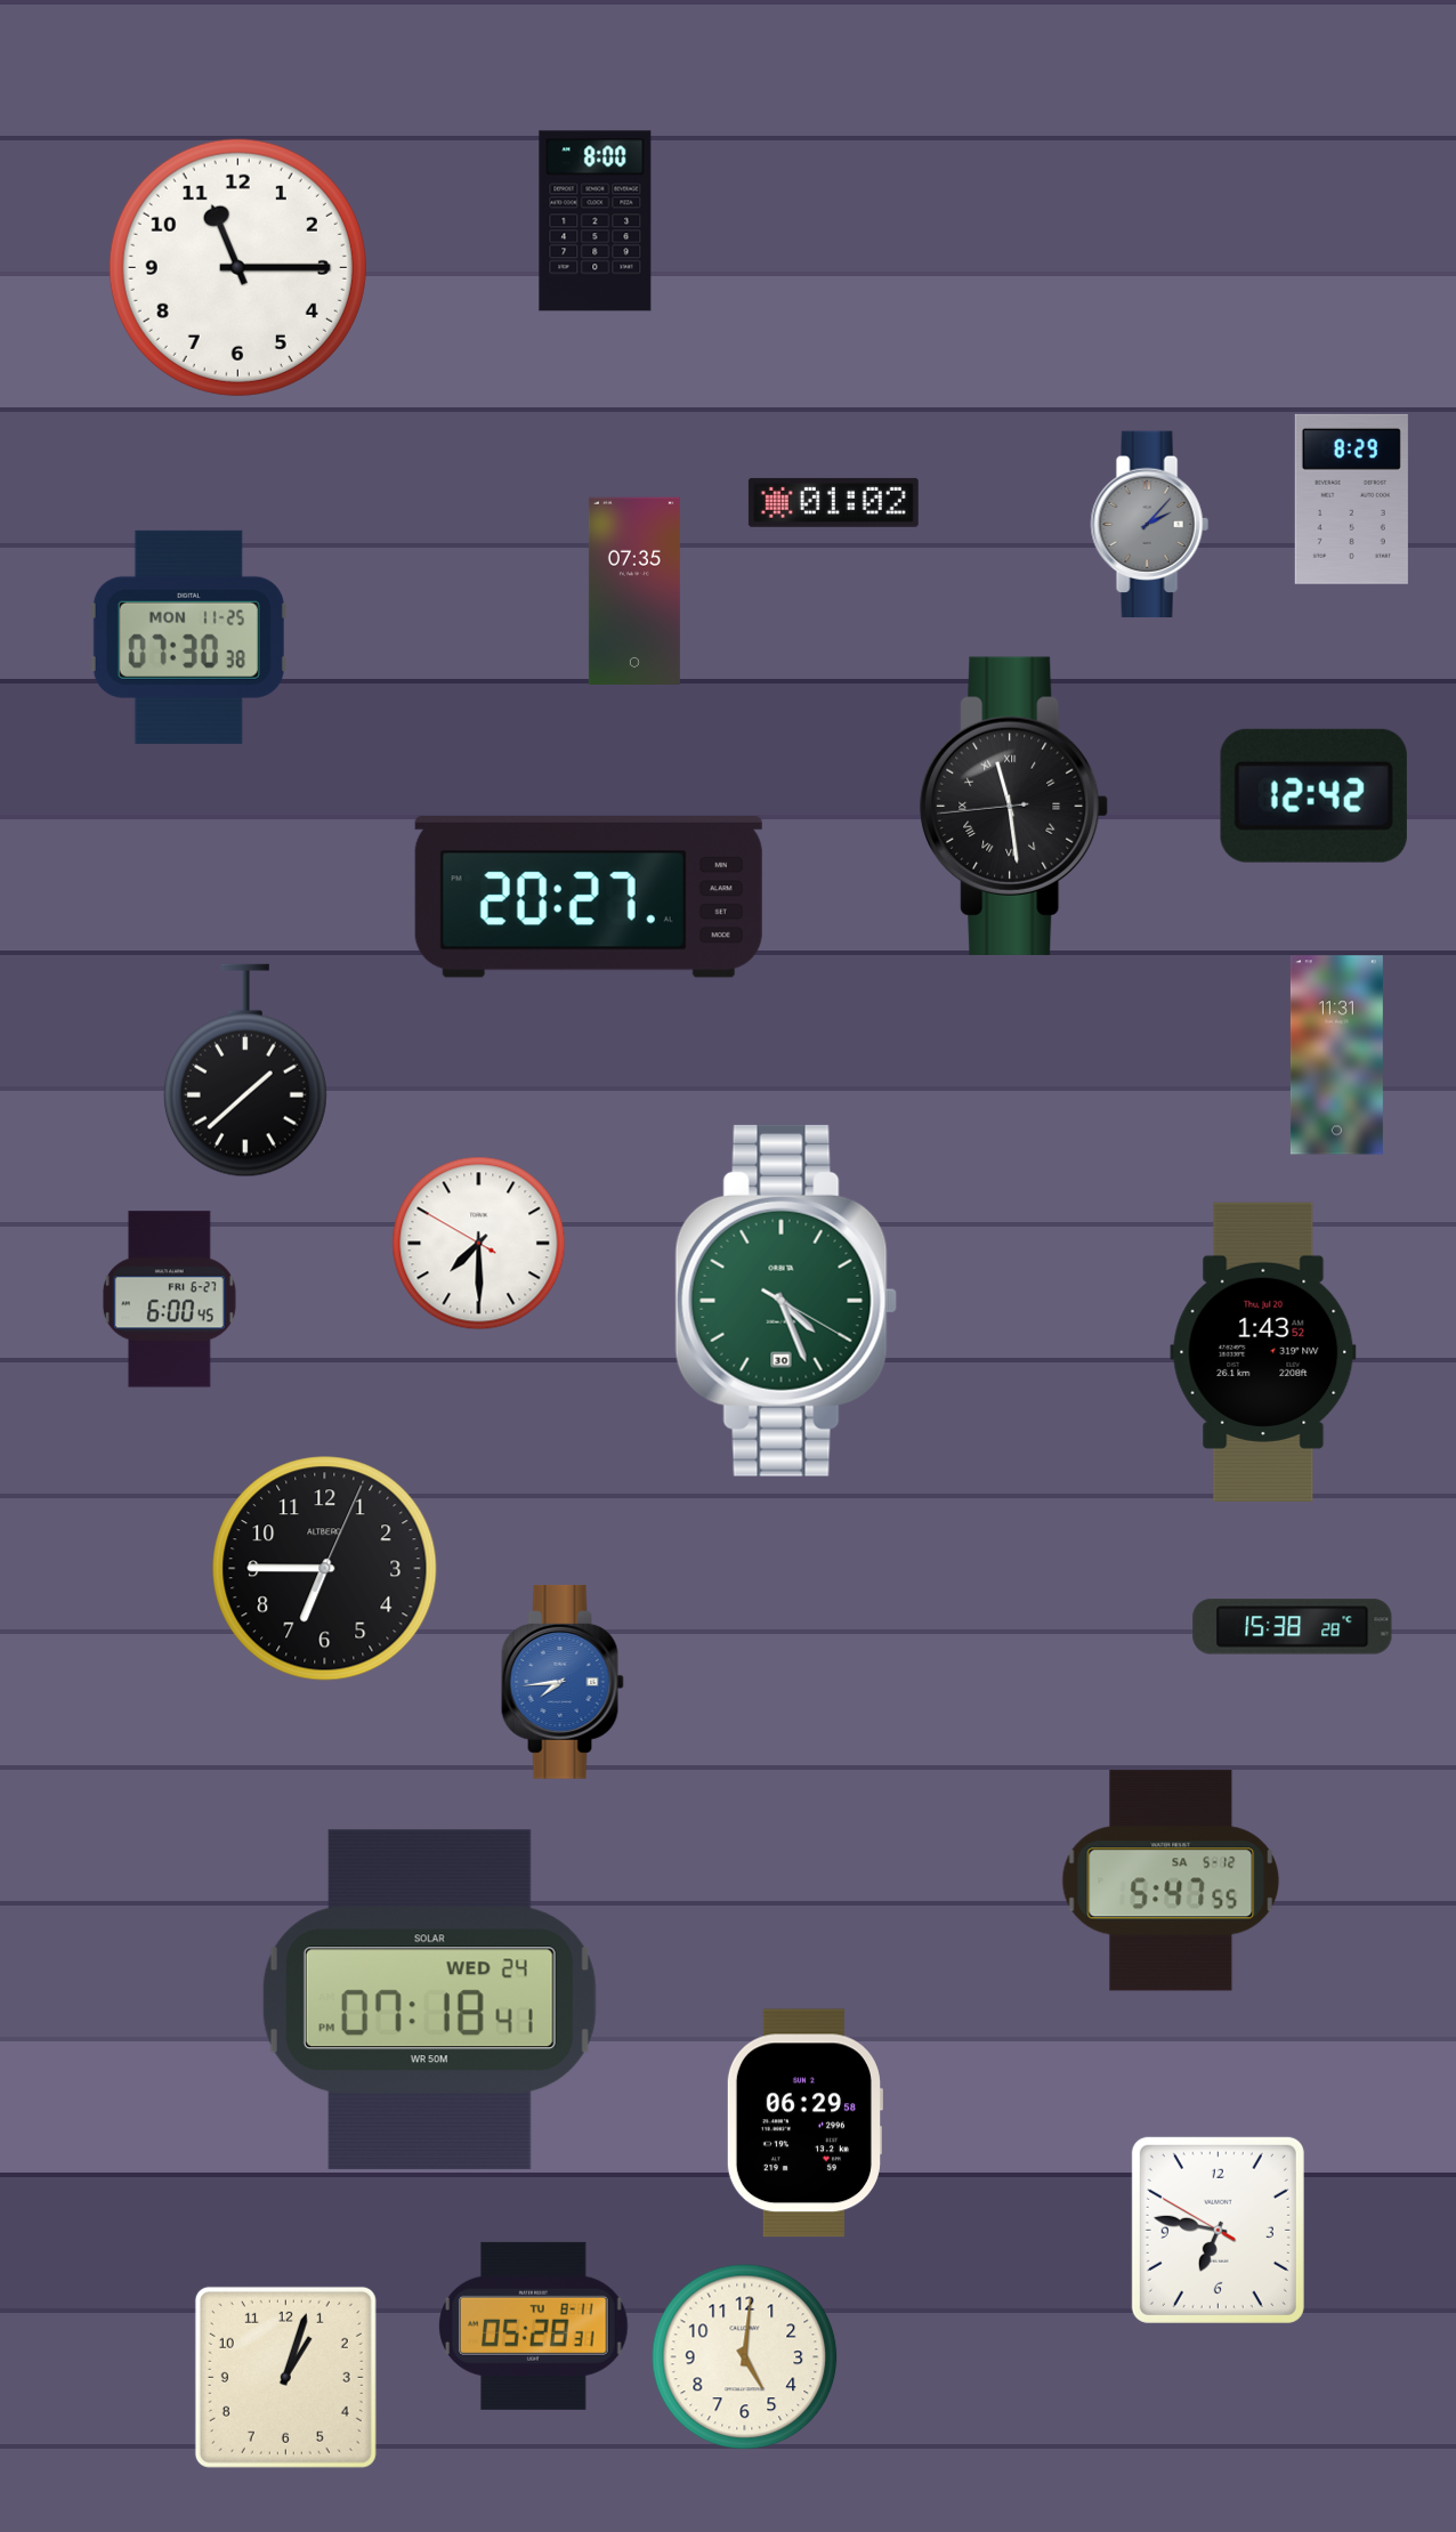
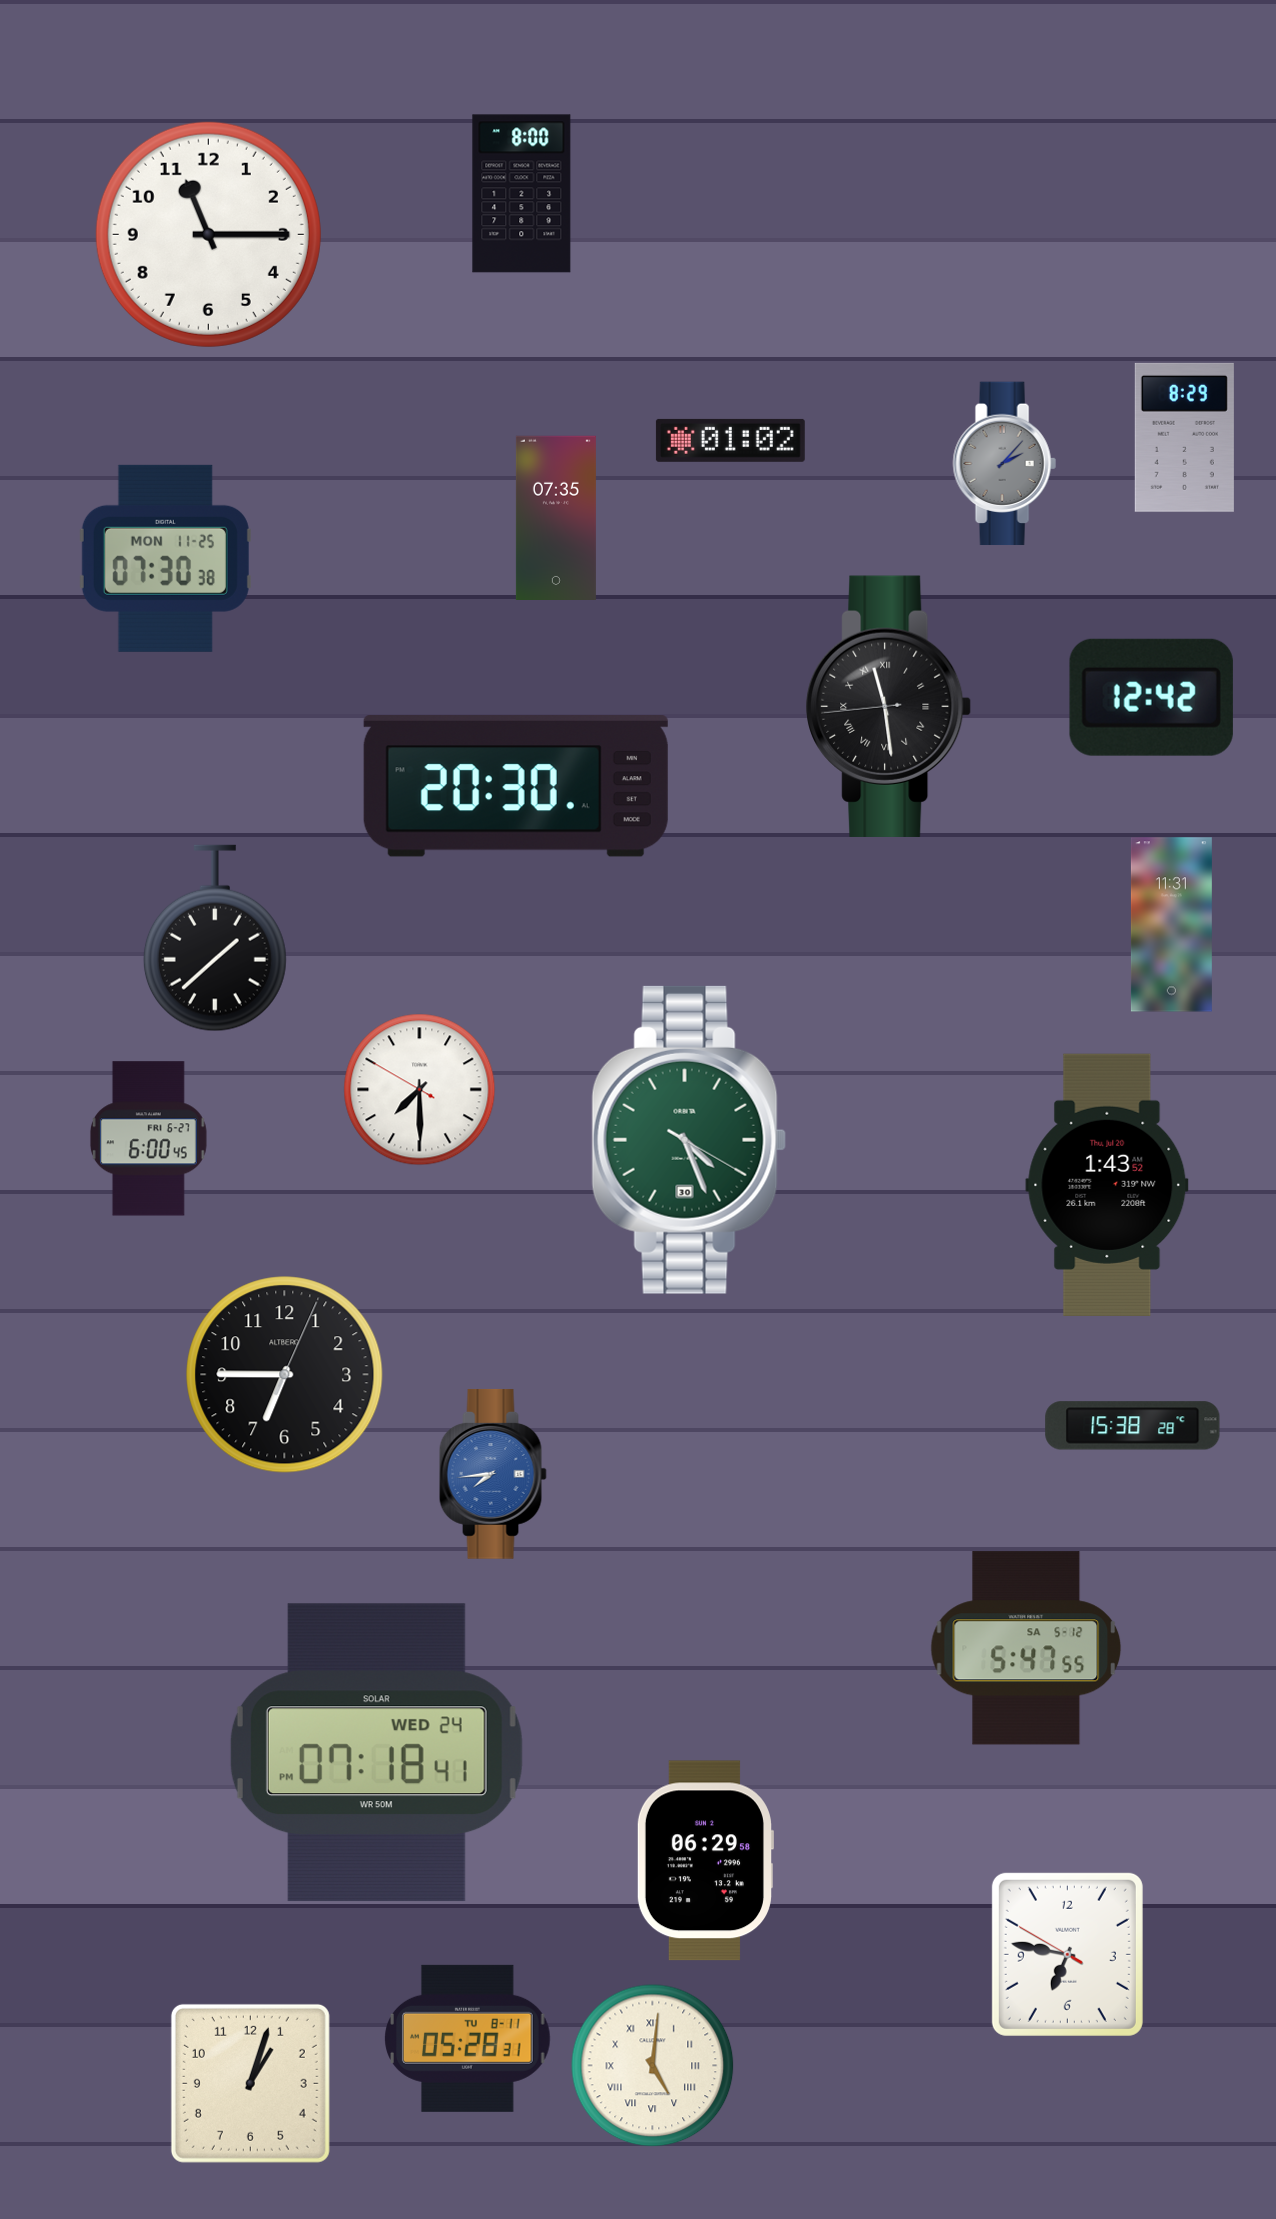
clock at (1149, 525) position: (1149, 525) -> (1004, 464)
clock at (589, 898): 20:27 -> 20:30
clock at (745, 2357) numerals: Arabic -> Roman
